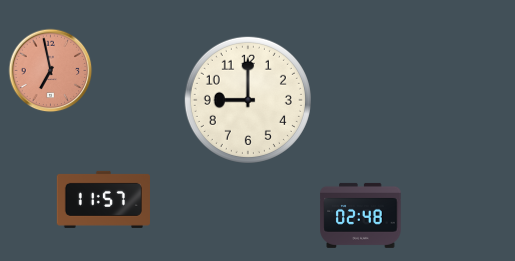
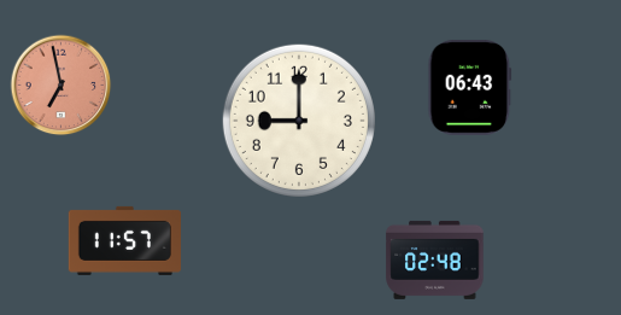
clock at (470, 87): none -> 06:43
